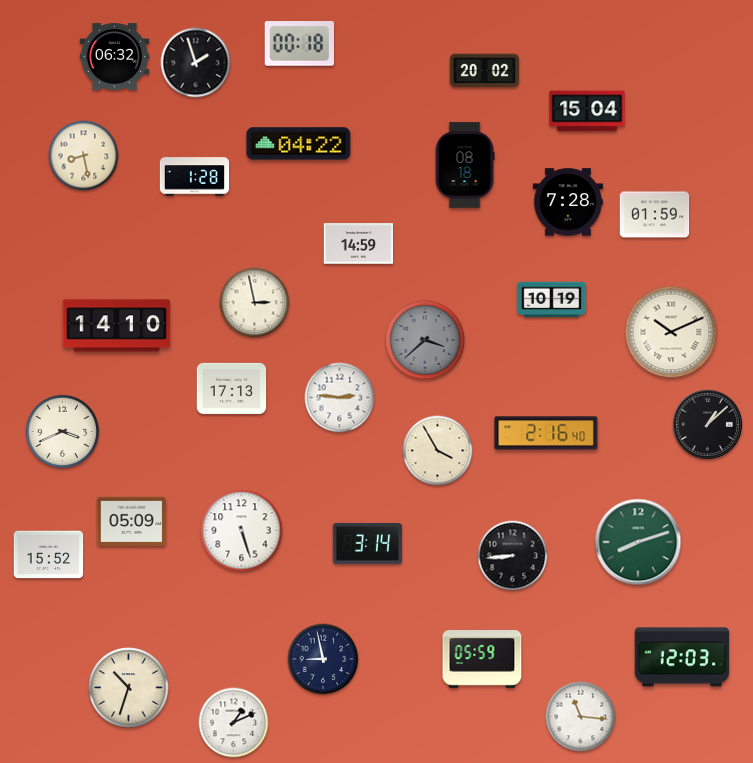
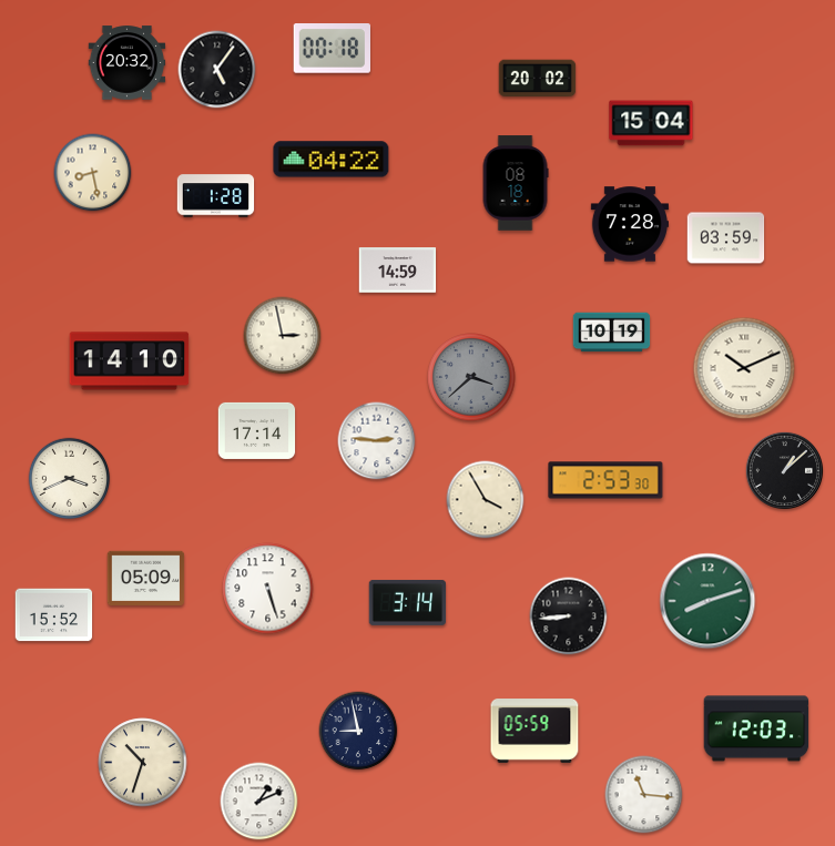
clock at (115, 57): 06:32 -> 20:32
clock at (196, 63): 1:57 -> 5:06
clock at (655, 215): 01:59 -> 03:59
clock at (232, 388): 17:13 -> 17:14
clock at (546, 433): 2:16 -> 2:53
